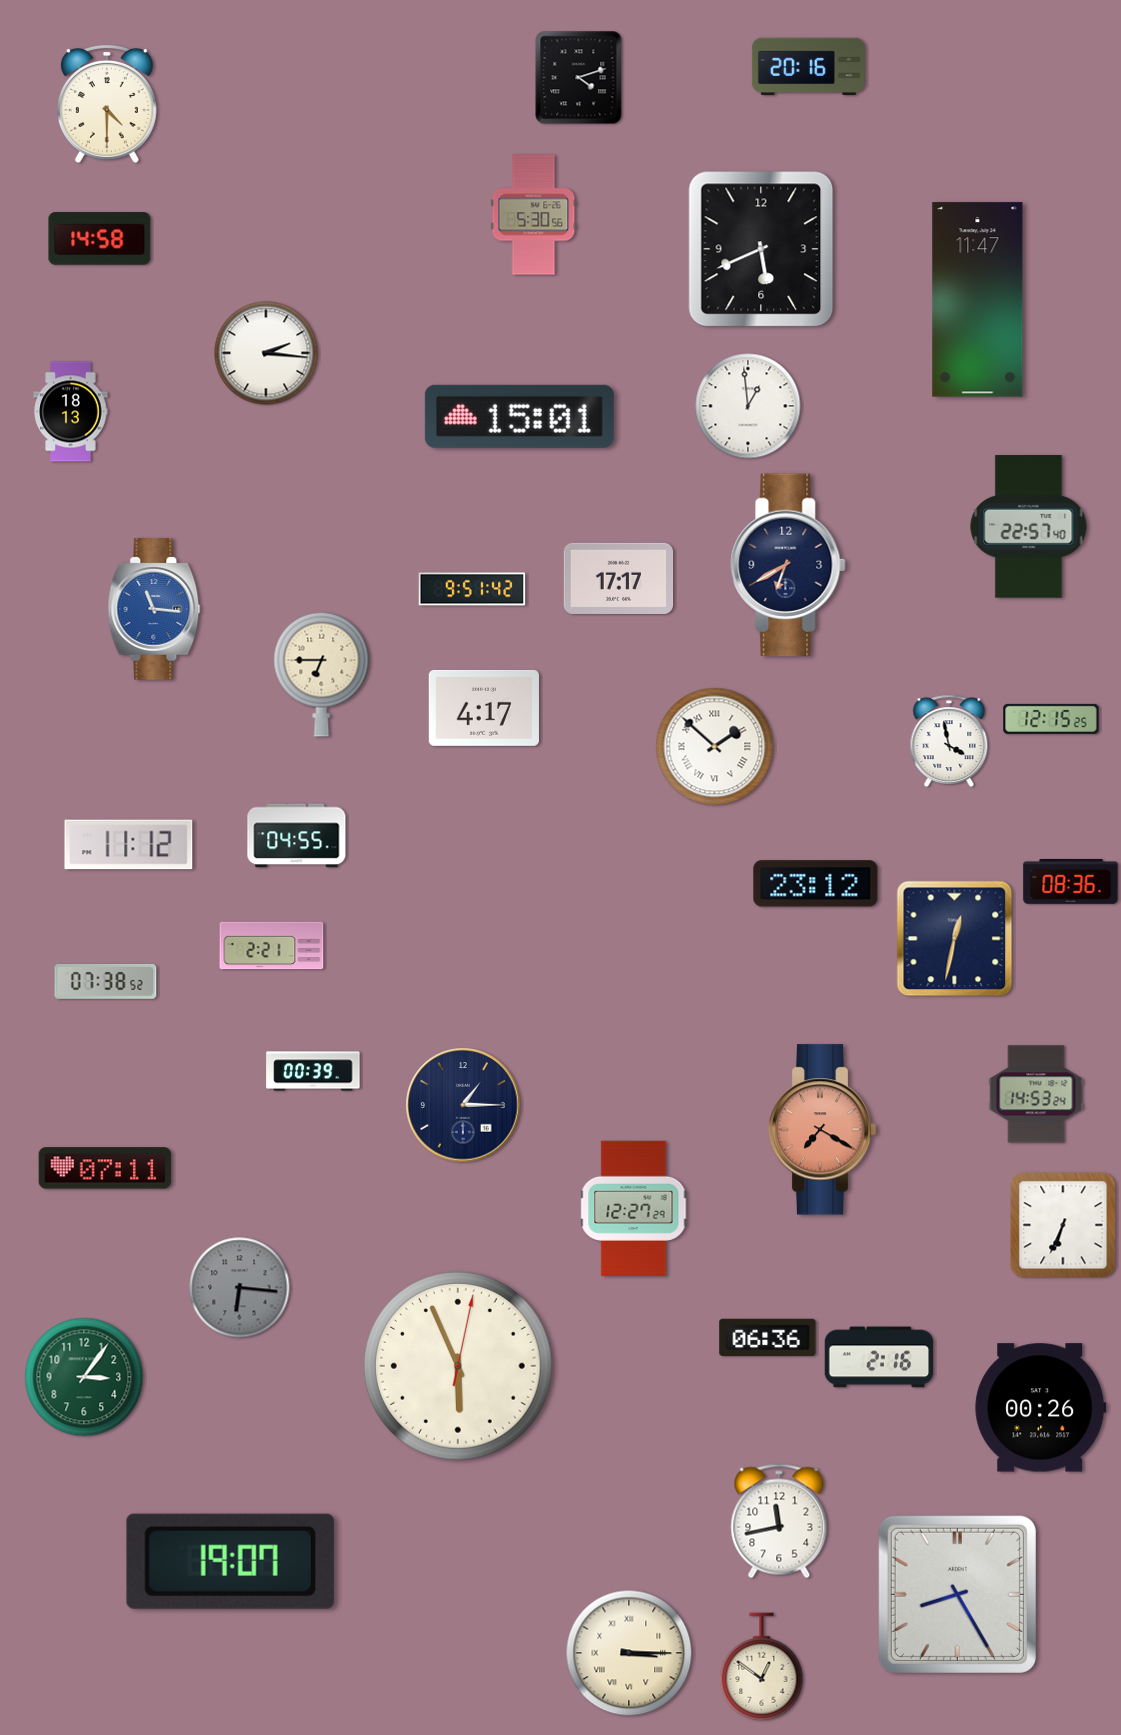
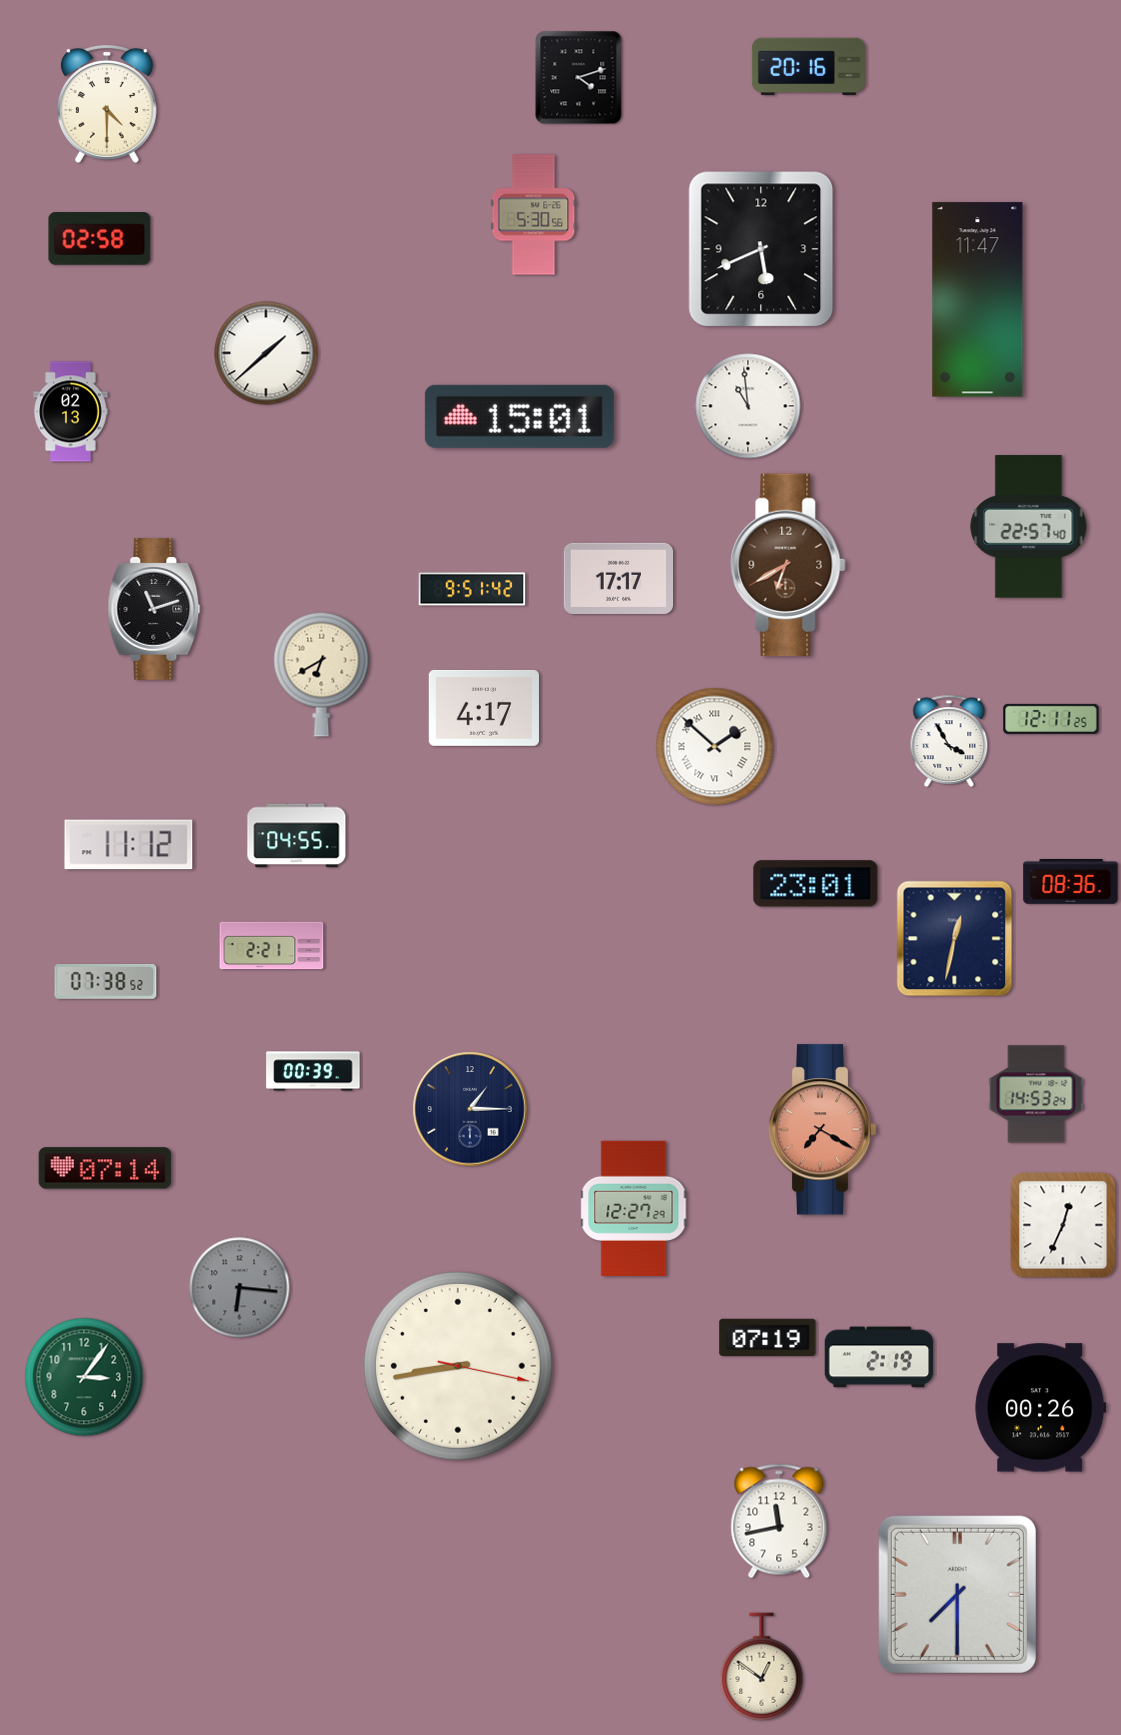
clock at (100, 239): 14:58 -> 02:58
clock at (266, 353): 2:16 -> 1:38
clock at (748, 406): 12:59 -> 10:59
clock at (71, 412): 18:13 -> 02:13
clock at (788, 565) dial: navy -> brown
clock at (154, 609): 11:16 -> 11:12
clock at (154, 609) dial: blue -> black
clock at (322, 674): 6:45 -> 6:40
clock at (1051, 719): 12:15 -> 12:11
clock at (949, 740): 3:58 -> 3:55
clock at (816, 884): 23:12 -> 23:01
clock at (463, 1105) position: (463, 1105) -> (470, 1109)
clock at (105, 1168): 07:11 -> 07:14
clock at (1063, 1225): 6:34 -> 12:34
clock at (768, 1338): 06:36 -> 07:19
clock at (879, 1357): 2:16 -> 2:19
clock at (458, 1366): 5:56 -> 8:43
clock at (230, 1561): 19:07 -> none
clock at (957, 1594): 8:25 -> 7:30
clock at (629, 1653): 3:15 -> none
